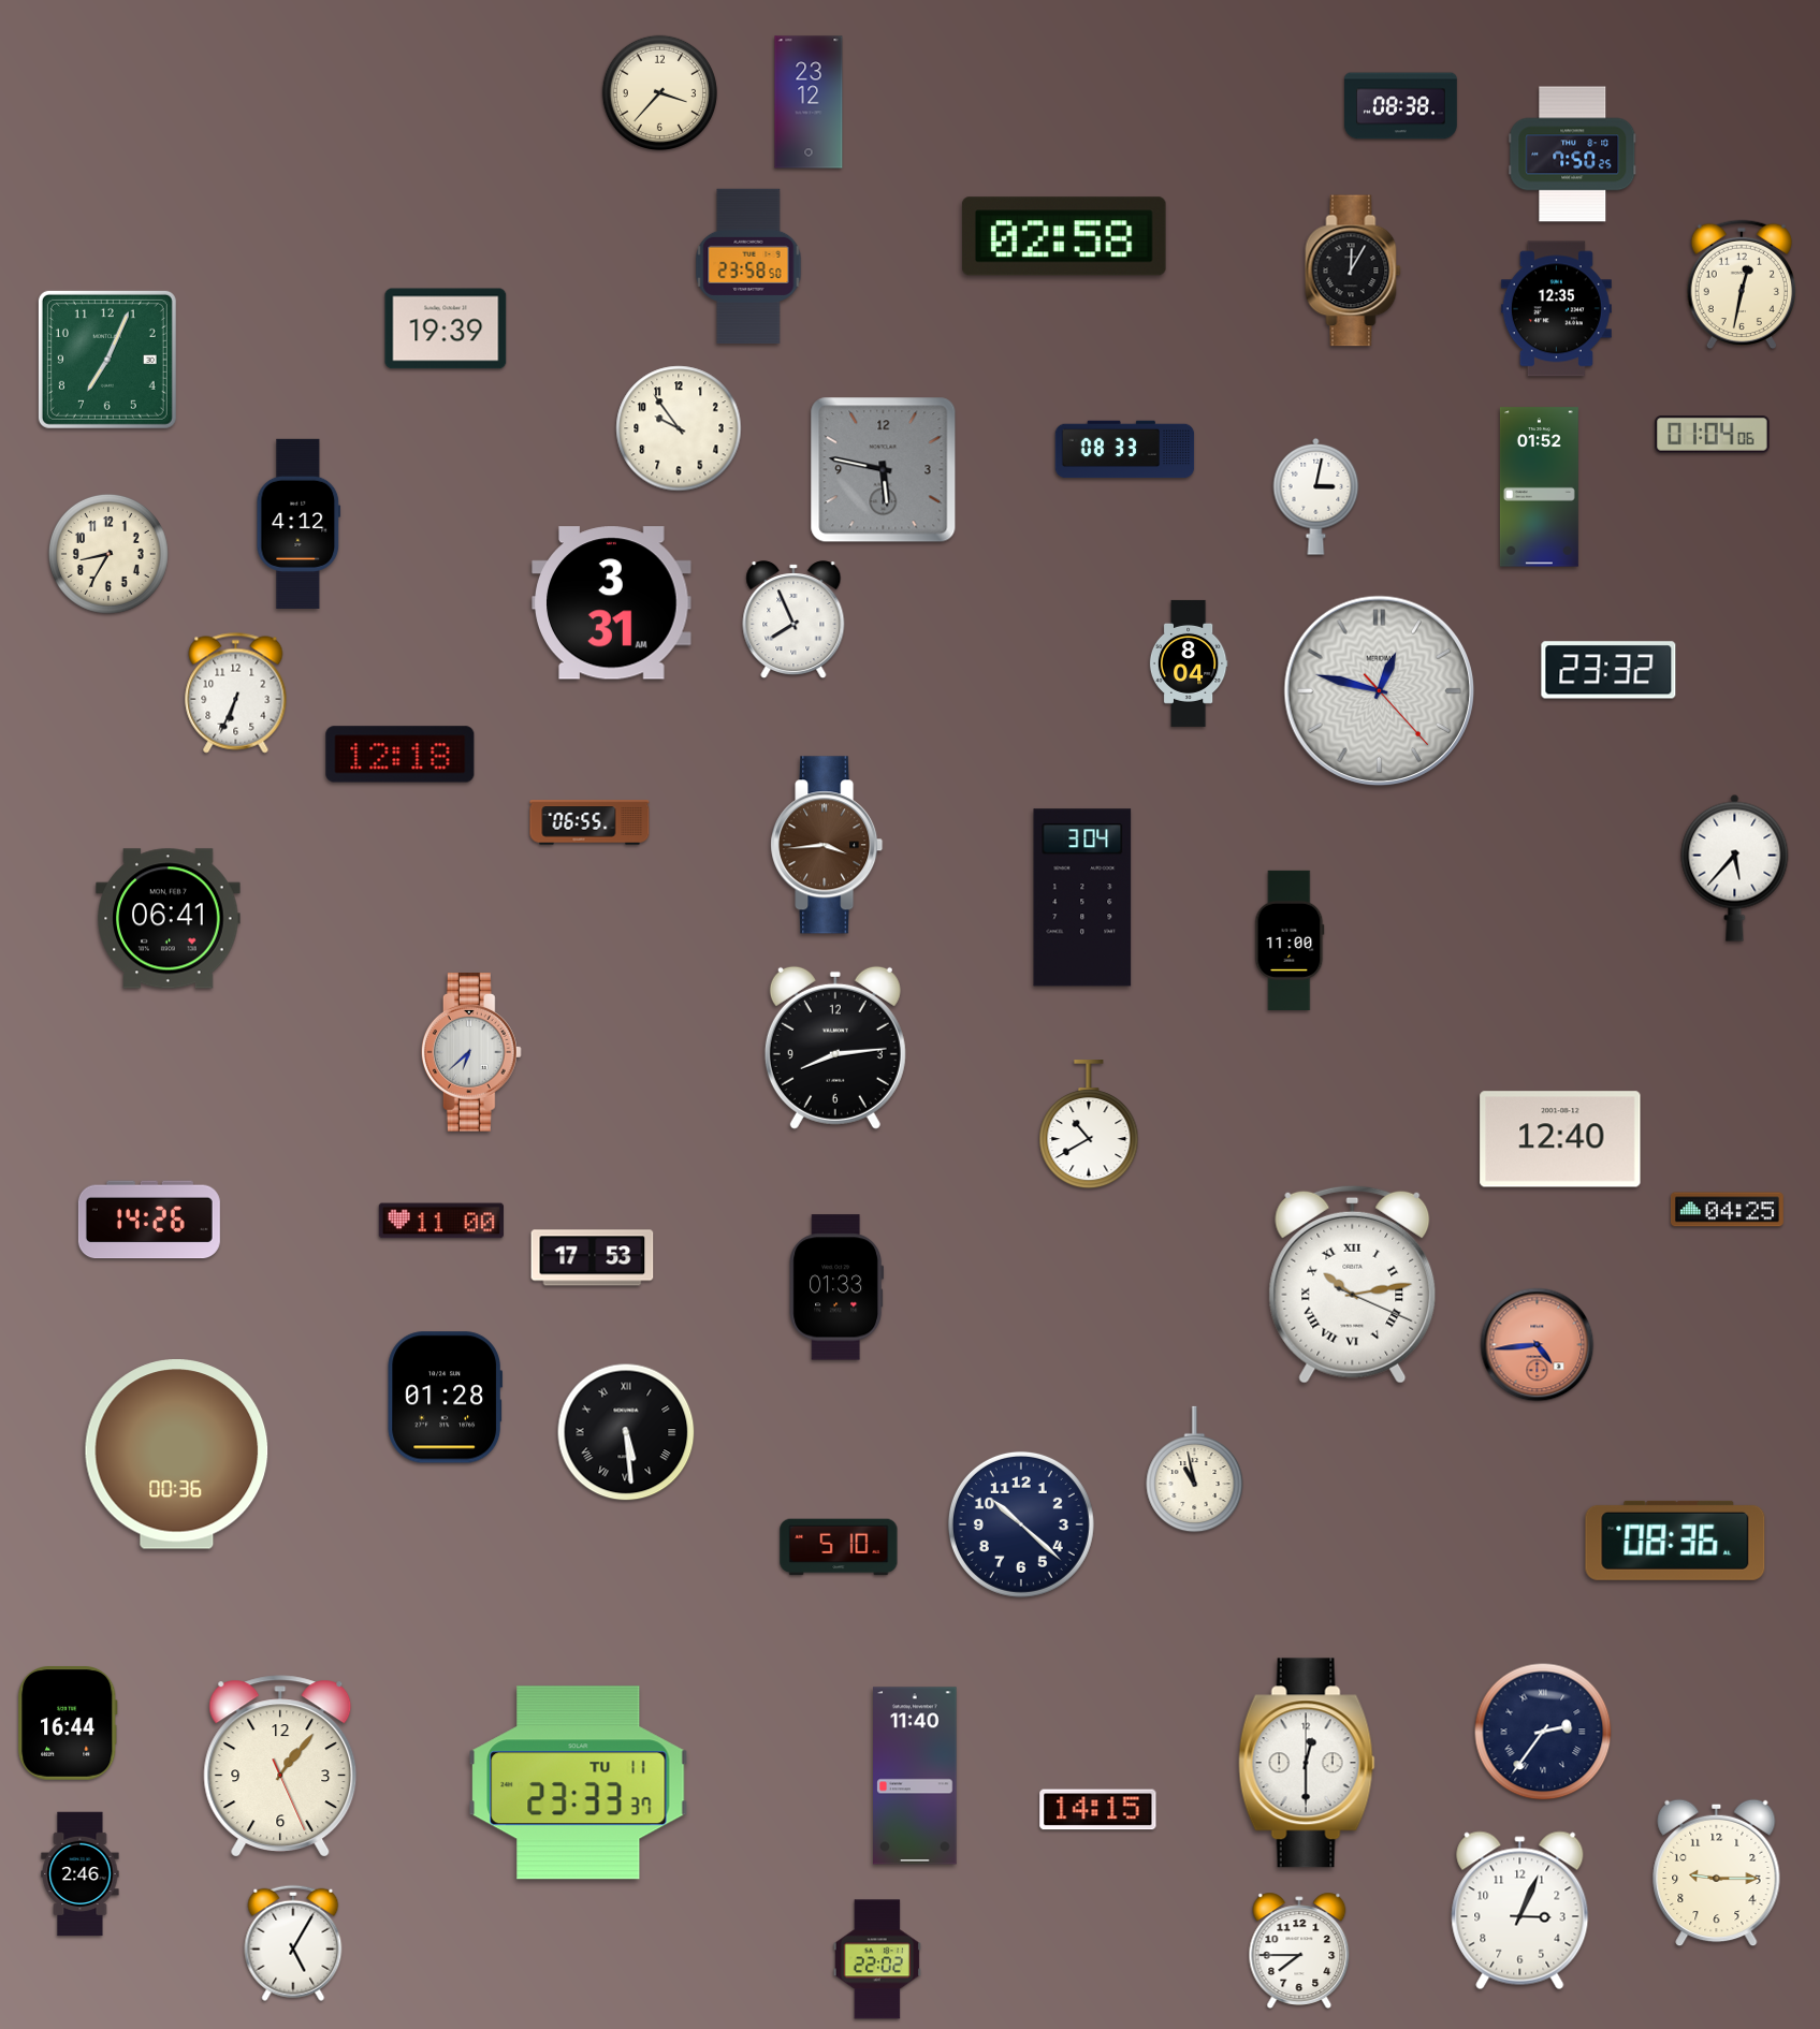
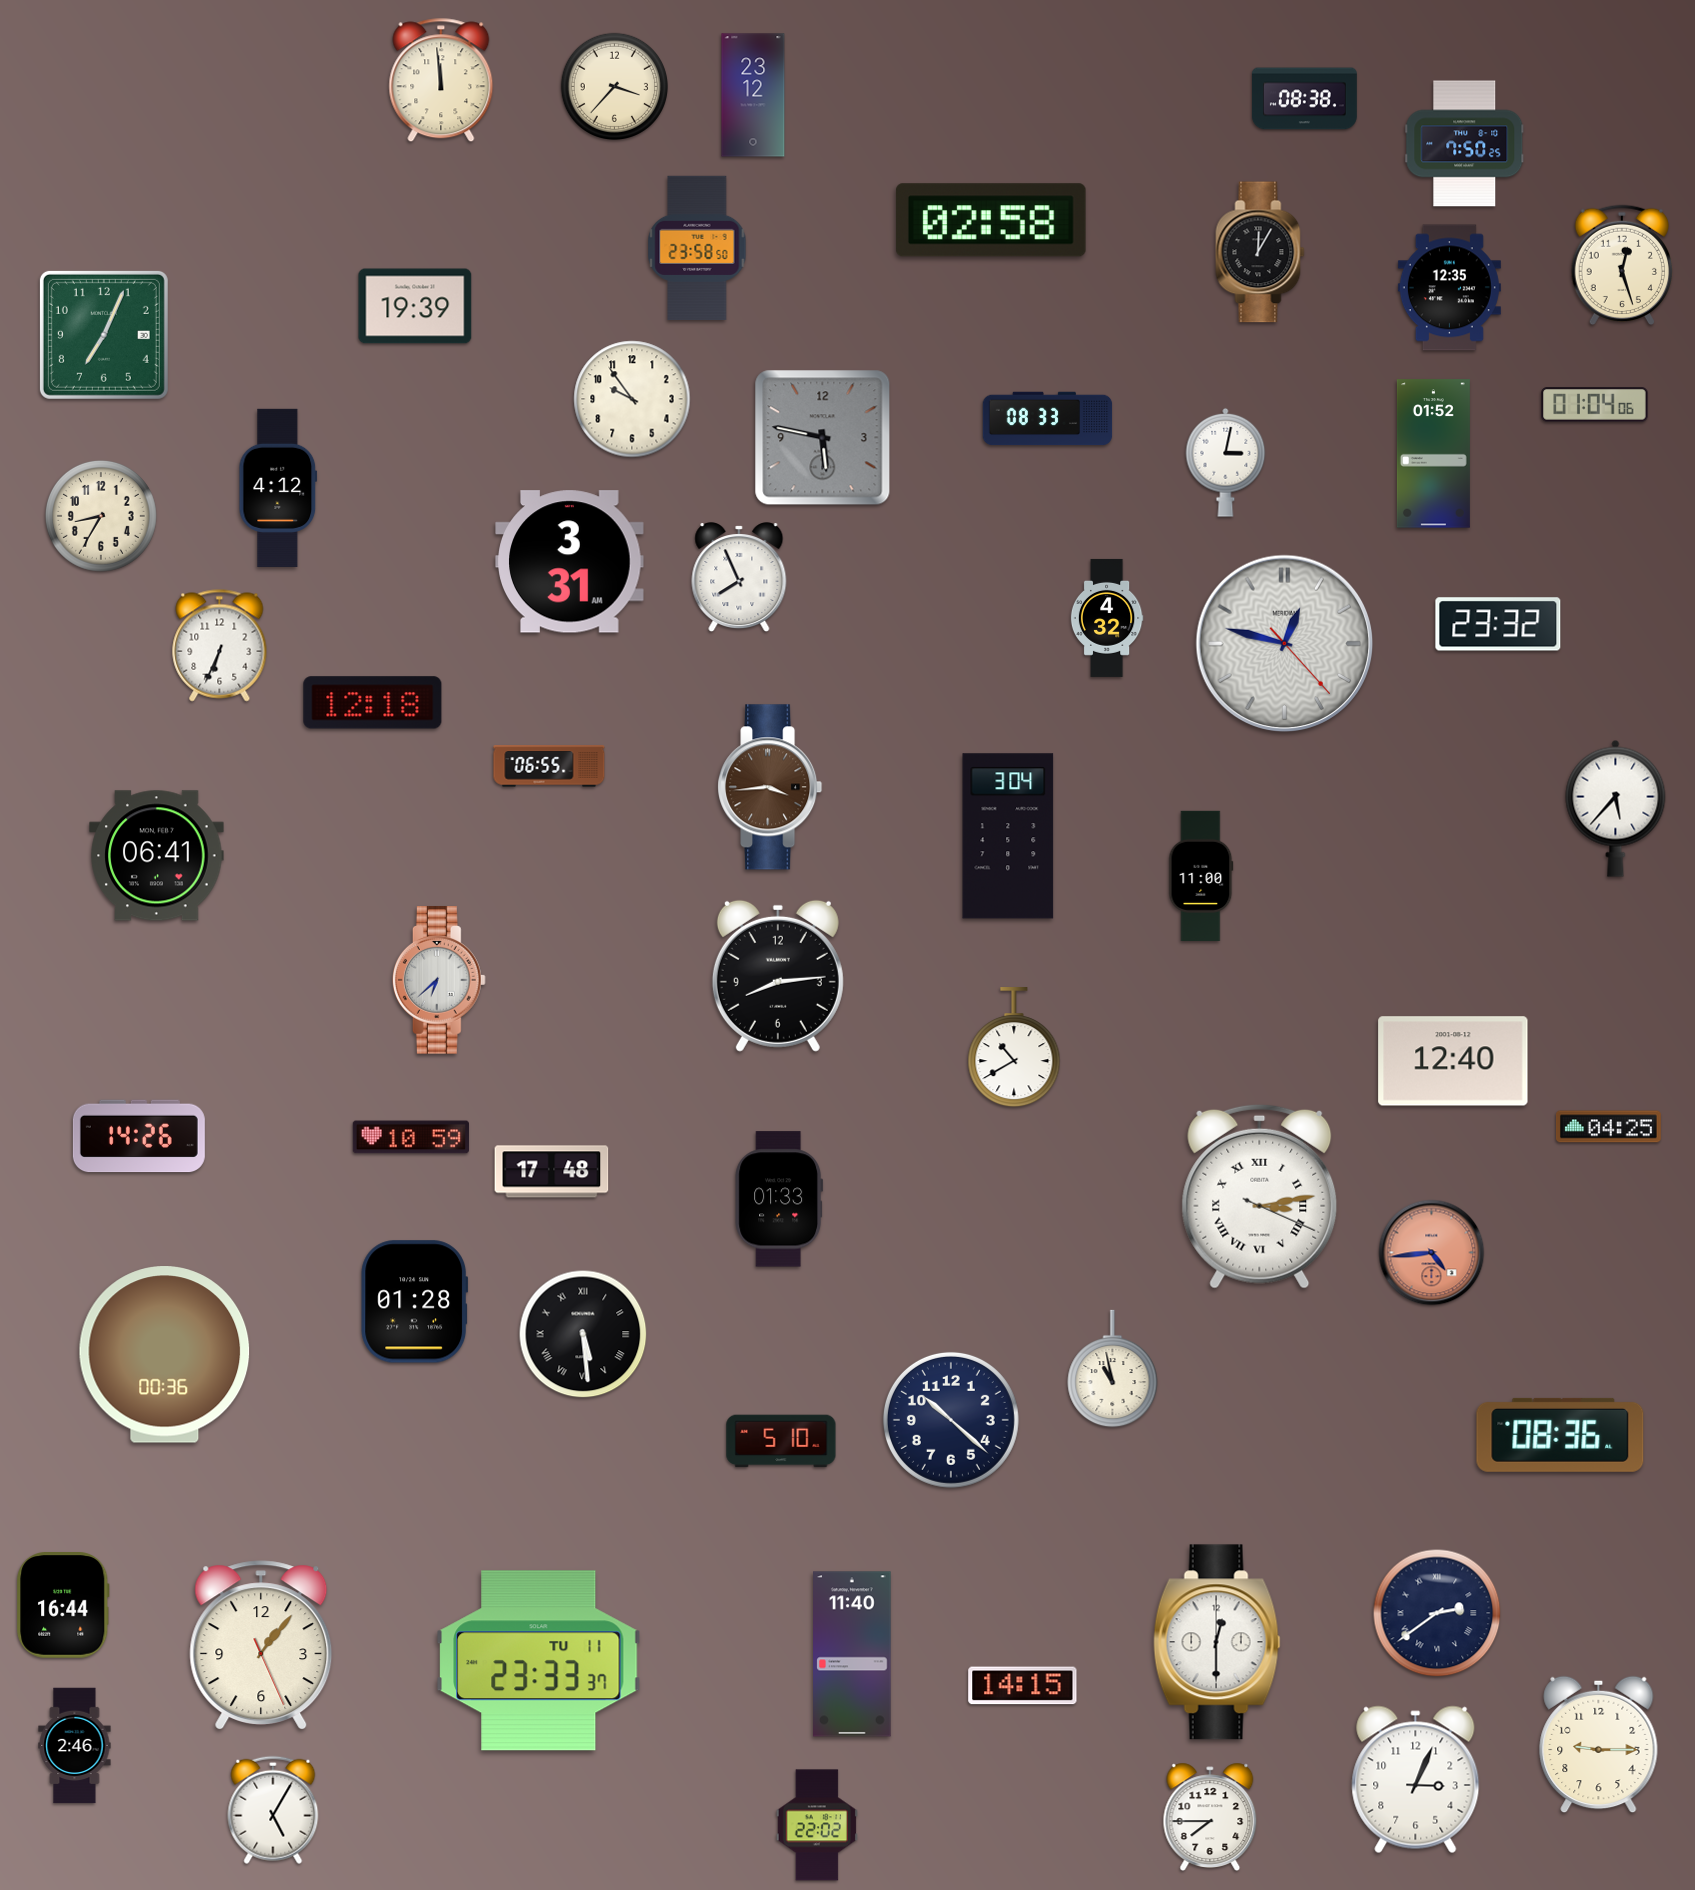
clock at (441, 80): none -> 11:59
clock at (1741, 284): 12:32 -> 12:27
clock at (107, 360) position: (107, 360) -> (104, 335)
clock at (1189, 663): 8:04 -> 4:32
clock at (441, 1221): 11:00 -> 10:59
clock at (593, 1258): 17:53 -> 17:48
clock at (1353, 1284): 10:13 -> 3:13
clock at (1543, 1732): 2:36 -> 2:39
